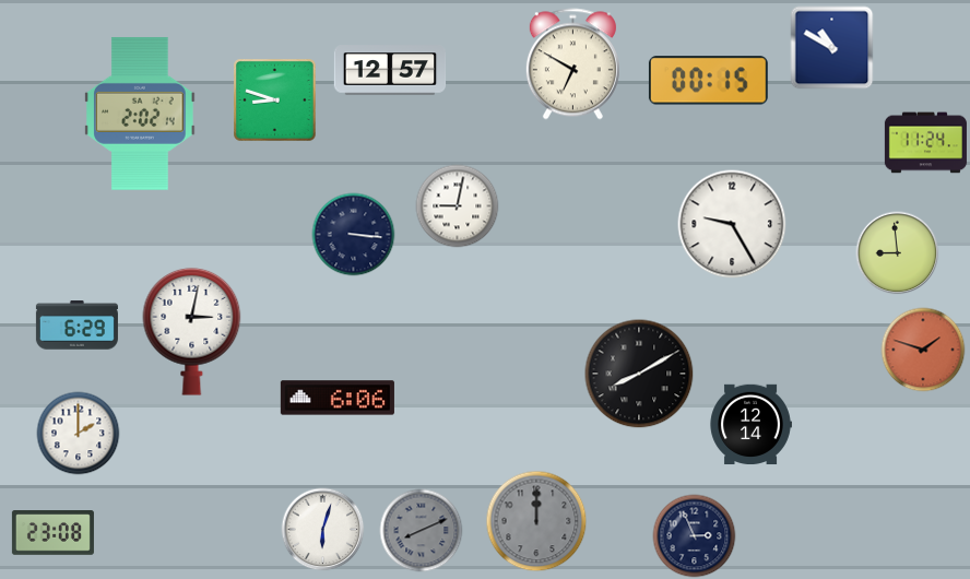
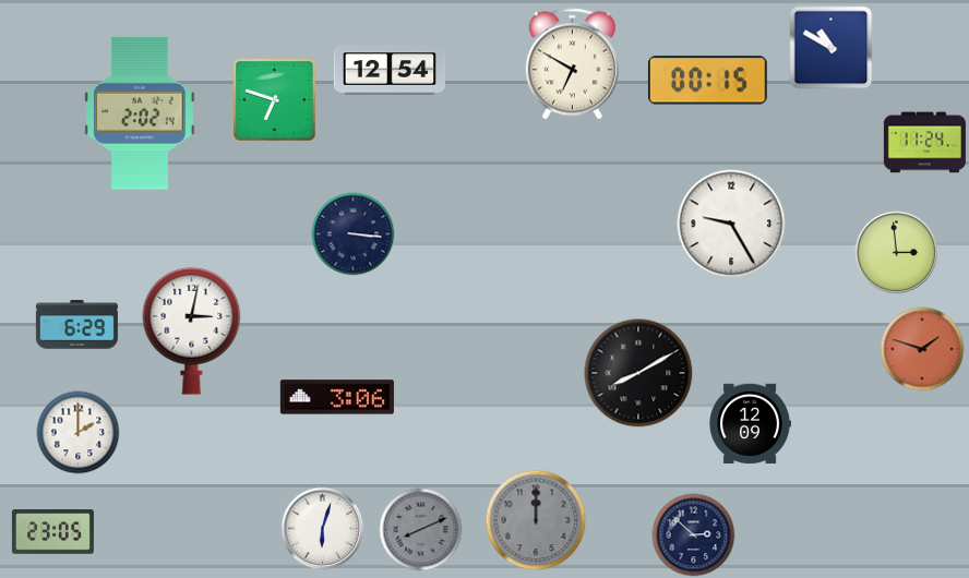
clock at (390, 70): 12:57 -> 12:54
clock at (275, 101): 8:48 -> 6:48
clock at (458, 206): 9:02 -> none
clock at (898, 253): 8:59 -> 2:59
clock at (338, 398): 6:06 -> 3:06
clock at (750, 425): 12:14 -> 12:09
clock at (52, 533): 23:08 -> 23:05
clock at (695, 536): 2:56 -> 2:52
